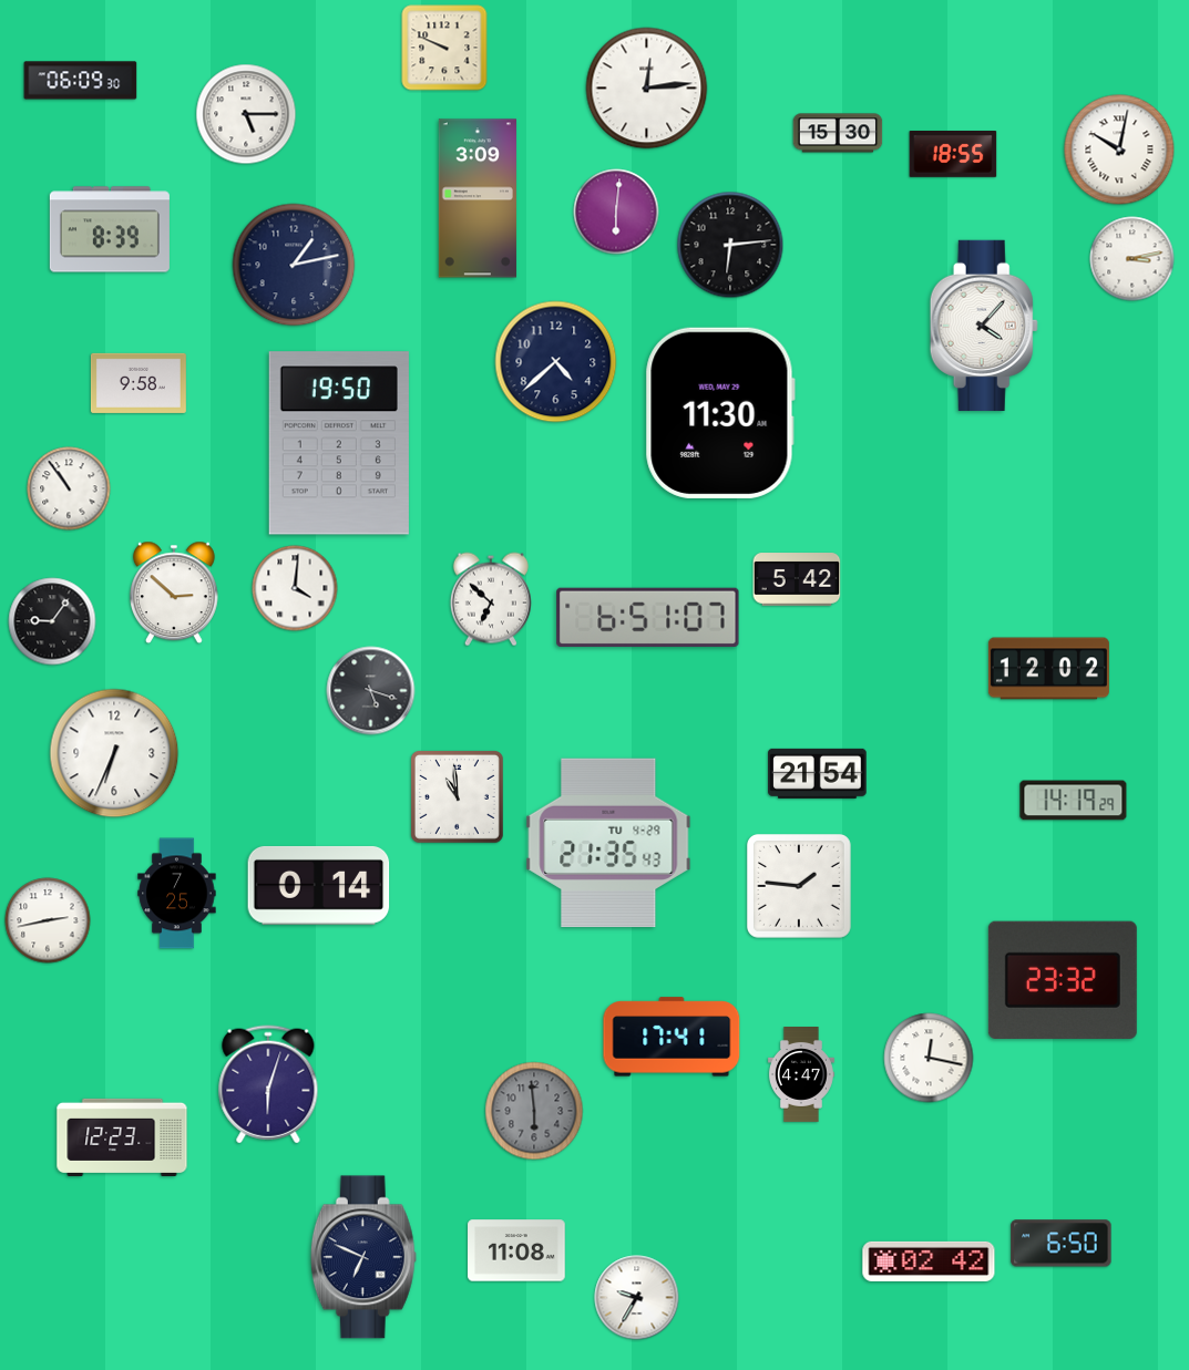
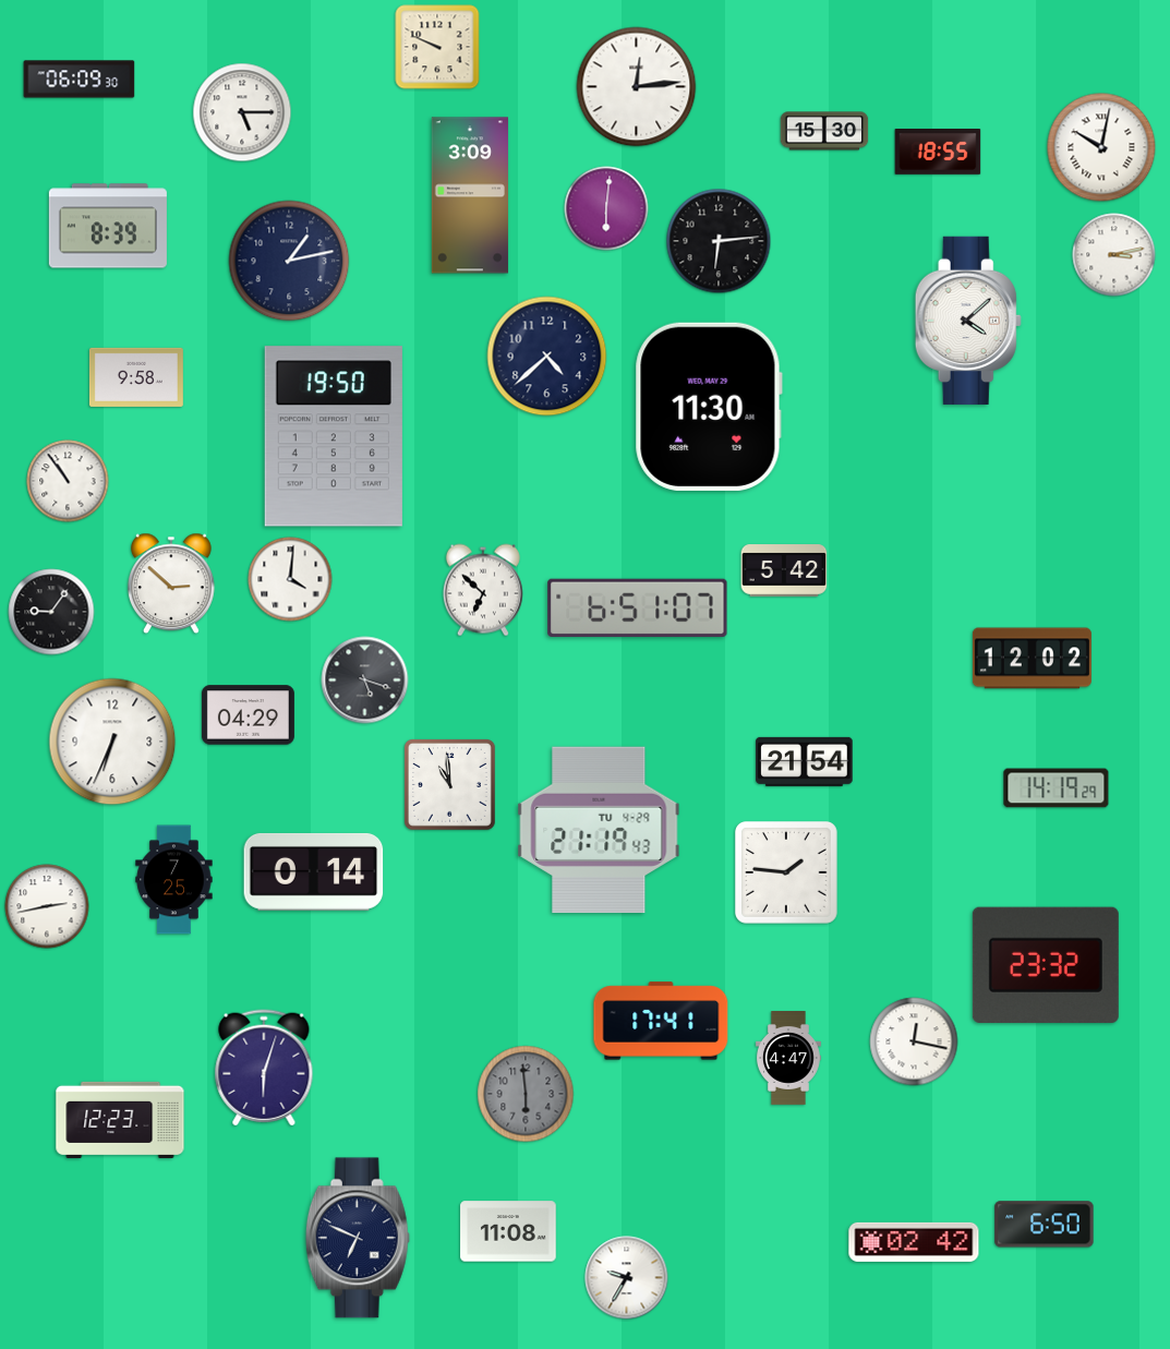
clock at (984, 326): 4:07 -> 4:08
clock at (248, 715): none -> 04:29
clock at (608, 843): 21:35 -> 21:19
